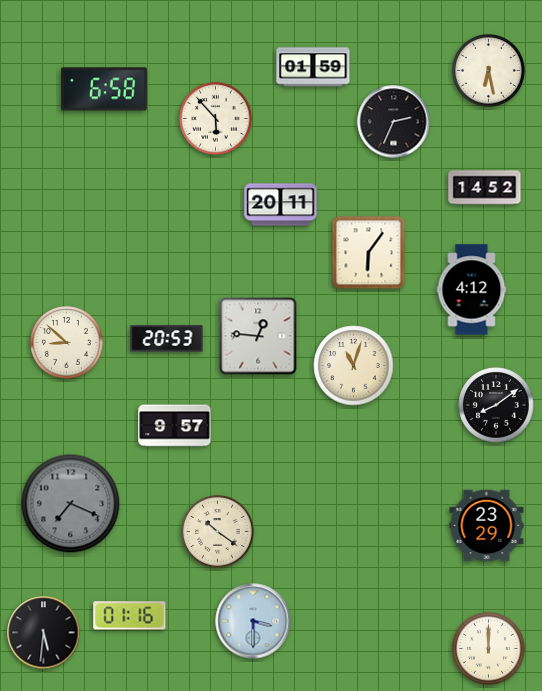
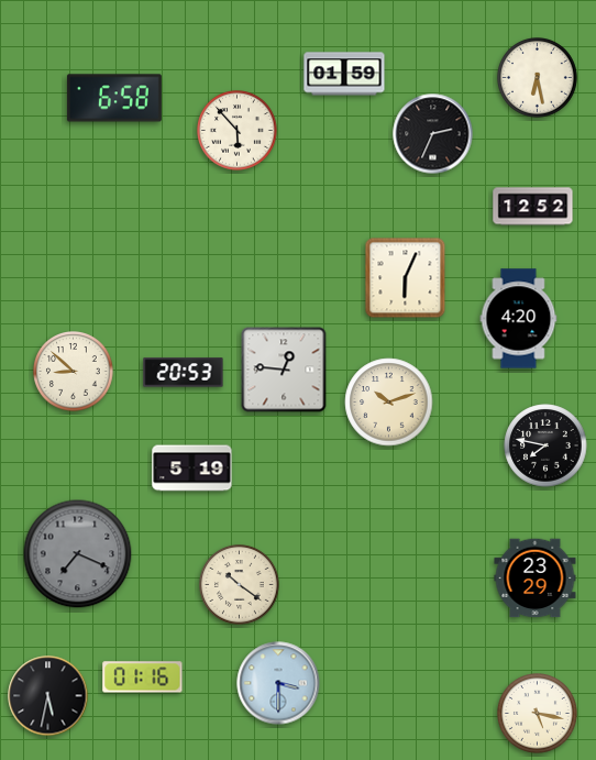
clock at (485, 188): 14:52 -> 12:52
clock at (281, 205): 20:11 -> none
clock at (369, 253): 6:06 -> 6:04
clock at (472, 290): 4:12 -> 4:20
clock at (67, 343) position: (67, 343) -> (74, 372)
clock at (354, 366): 11:03 -> 10:12
clock at (496, 405): 8:09 -> 7:47
clock at (175, 426): 9:57 -> 5:19
clock at (44, 633): 5:31 -> 5:32
clock at (489, 649): 12:00 -> 5:17
